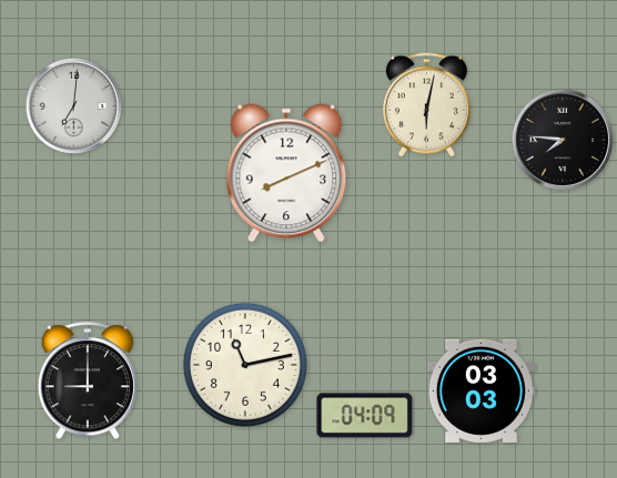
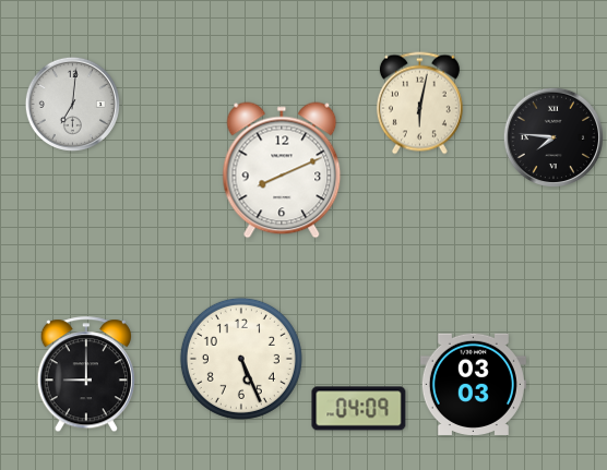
clock at (245, 365): 11:13 -> 5:26
